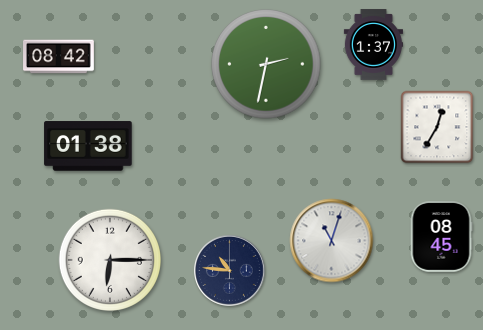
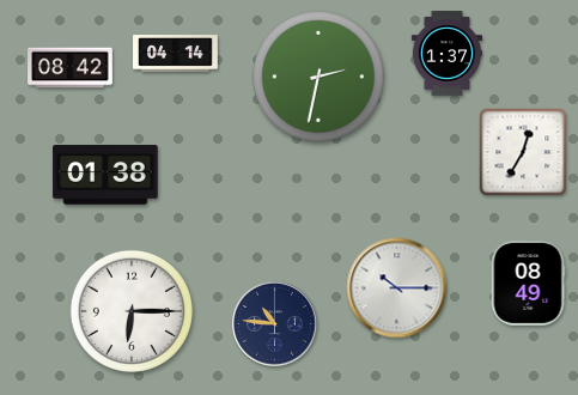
clock at (176, 54): none -> 04:14
clock at (441, 237): 08:45 -> 08:49
clock at (332, 241): 11:03 -> 10:15
